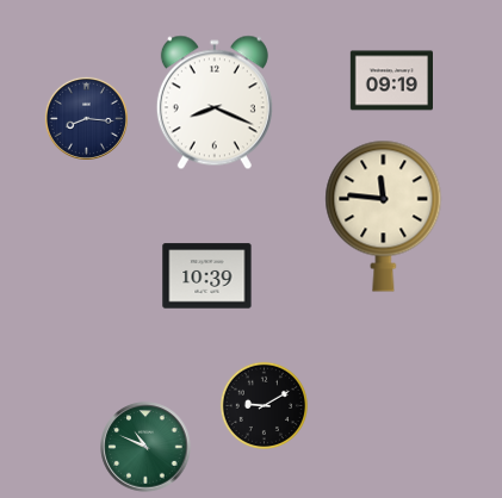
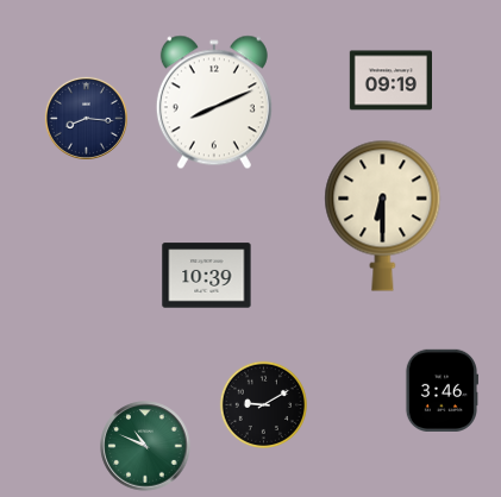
clock at (215, 102): 8:19 -> 8:11
clock at (384, 216): 11:46 -> 6:30
clock at (440, 390): none -> 3:46
